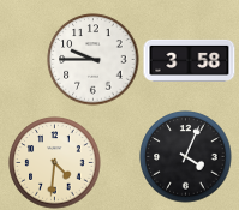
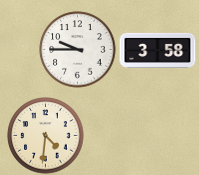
clock at (186, 157): 4:04 -> none
